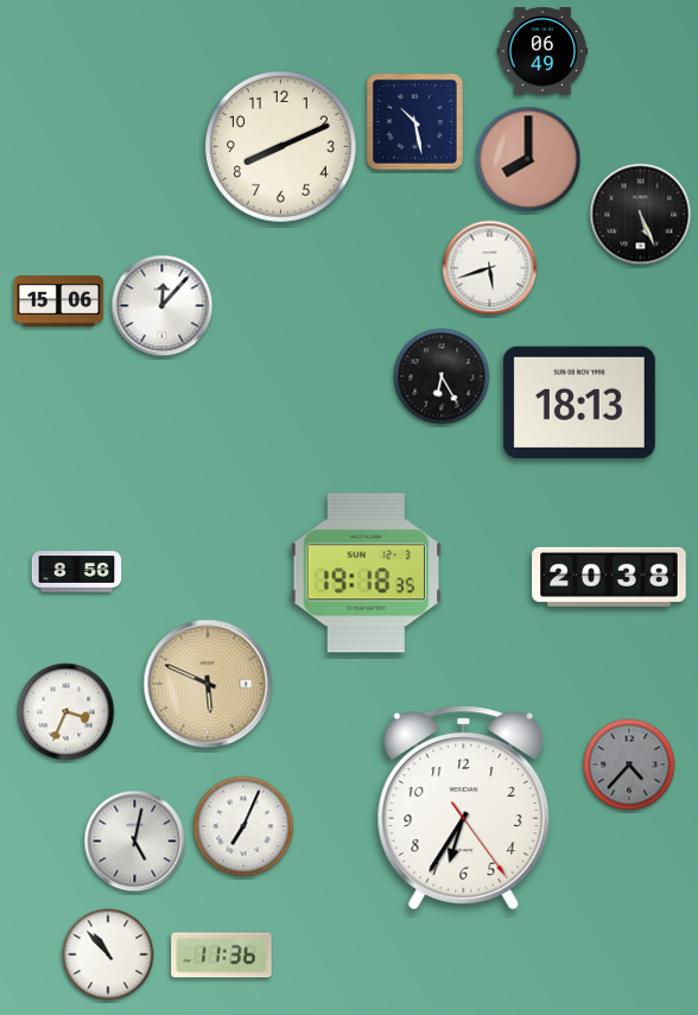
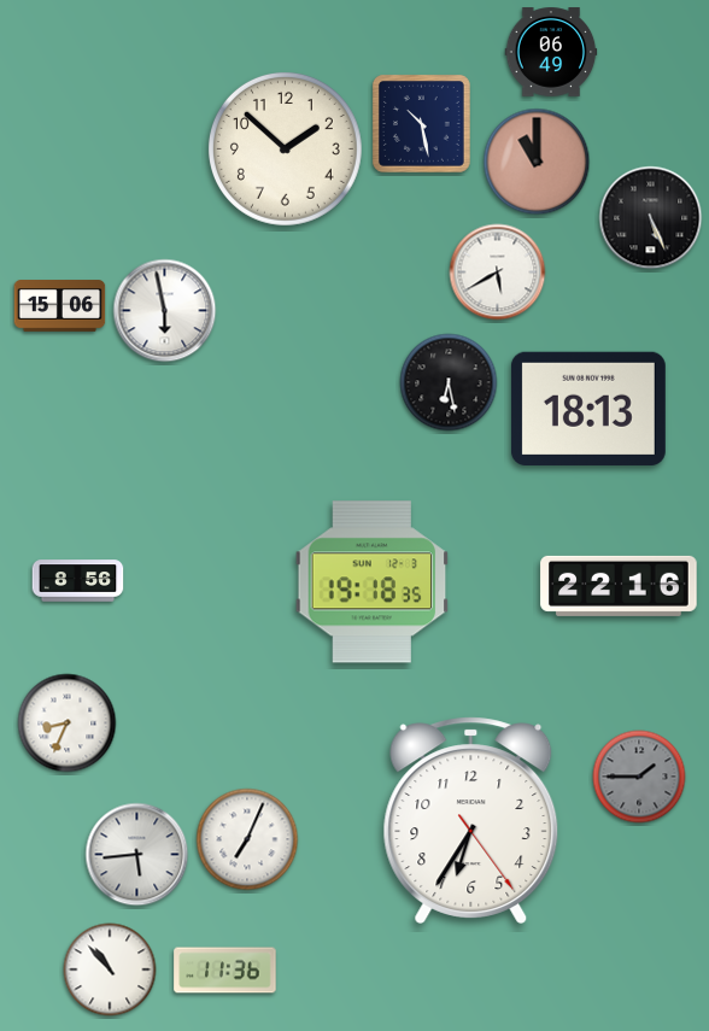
clock at (280, 146): 8:11 -> 1:52
clock at (528, 159): 8:00 -> 11:00
clock at (490, 268): 5:42 -> 5:40
clock at (163, 306): 12:07 -> 5:58
clock at (442, 376): 6:25 -> 6:28
clock at (609, 577): 20:38 -> 22:16
clock at (208, 684): 5:49 -> none
clock at (66, 712): 3:34 -> 8:34
clock at (629, 765): 4:37 -> 1:45
clock at (135, 842): 5:02 -> 5:44
